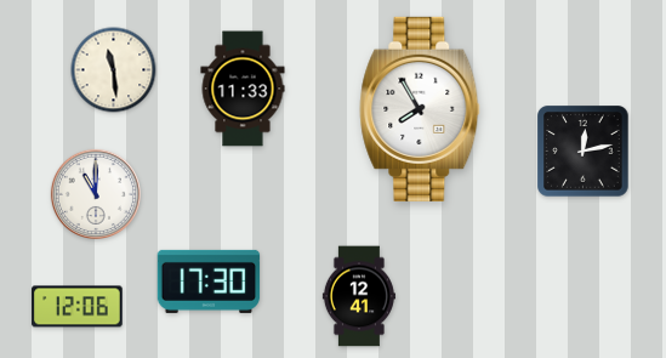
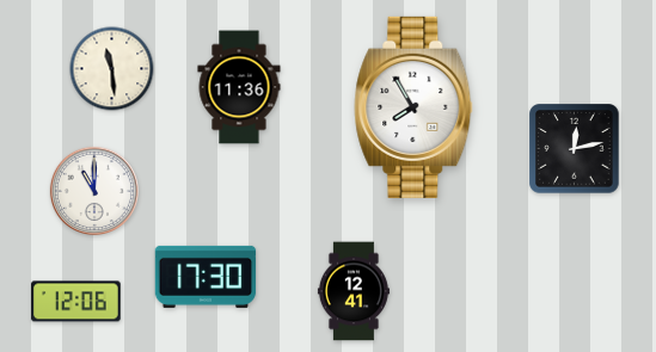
clock at (243, 89): 11:33 -> 11:36
